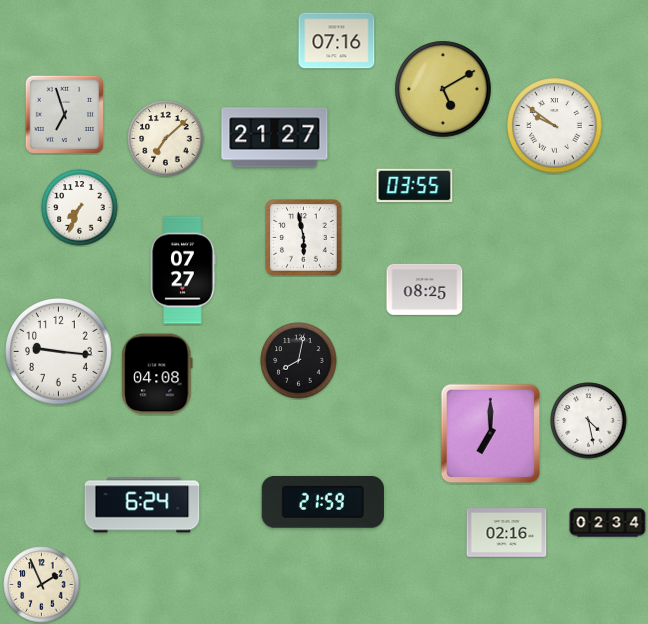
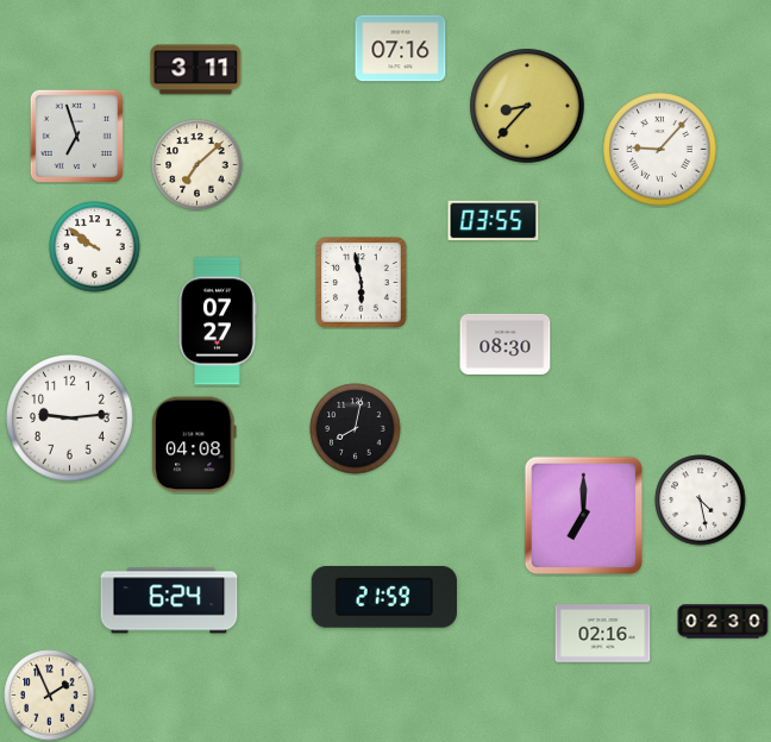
clock at (196, 70): none -> 3:11
clock at (443, 89): 5:10 -> 8:37
clock at (555, 126): 9:51 -> 9:07
clock at (275, 138): 21:27 -> none
clock at (80, 208): 7:34 -> 9:51
clock at (425, 289): 08:25 -> 08:30
clock at (59, 352): 9:16 -> 9:14
clock at (157, 374) position: (157, 374) -> (194, 445)
clock at (608, 523): 02:34 -> 02:30
